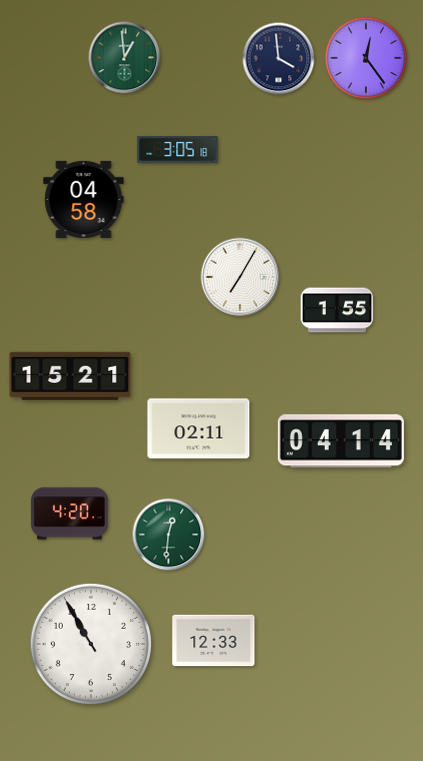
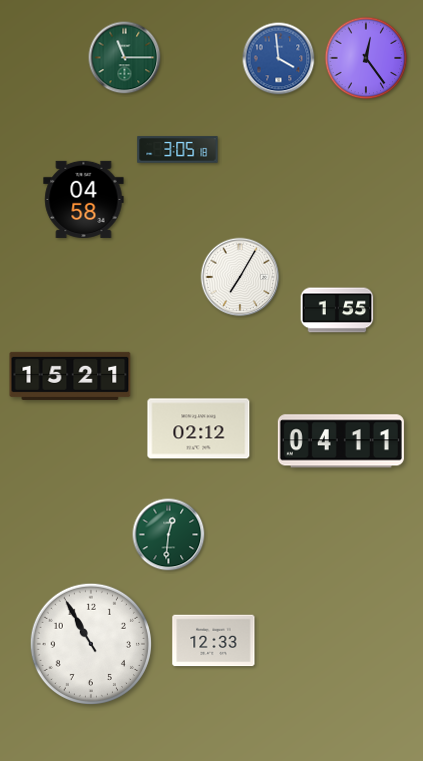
clock at (125, 58): 12:59 -> 11:15
clock at (279, 59) dial: navy -> blue
clock at (199, 429): 02:11 -> 02:12
clock at (341, 441): 04:14 -> 04:11
clock at (69, 514): 4:20 -> none
